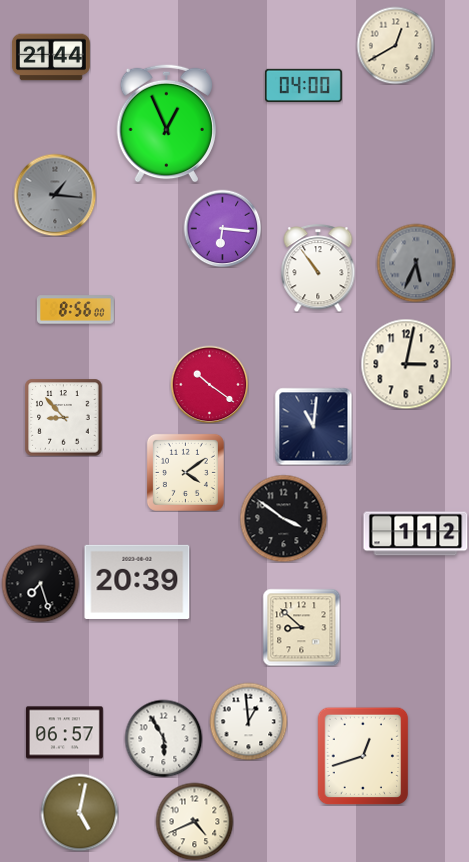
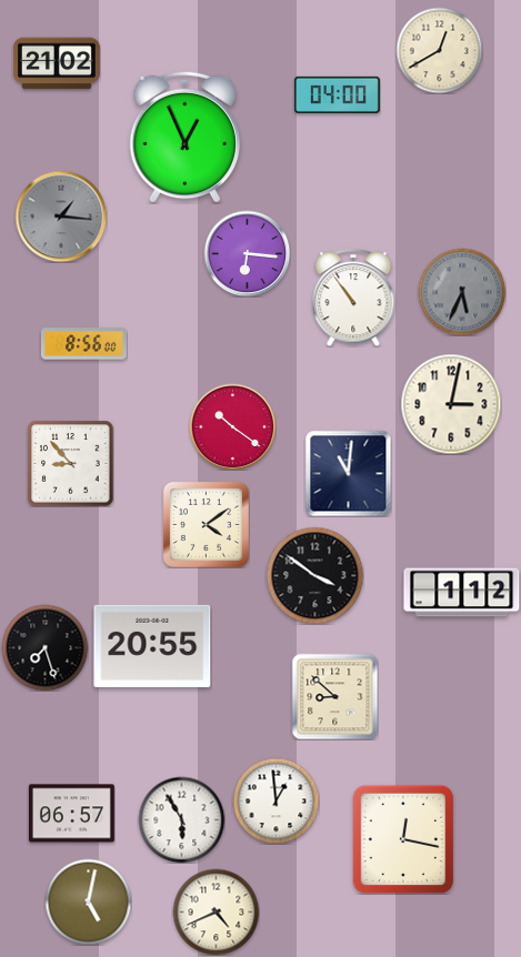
clock at (52, 57): 21:44 -> 21:02
clock at (137, 582): 20:39 -> 20:55
clock at (363, 756): 12:42 -> 12:17
